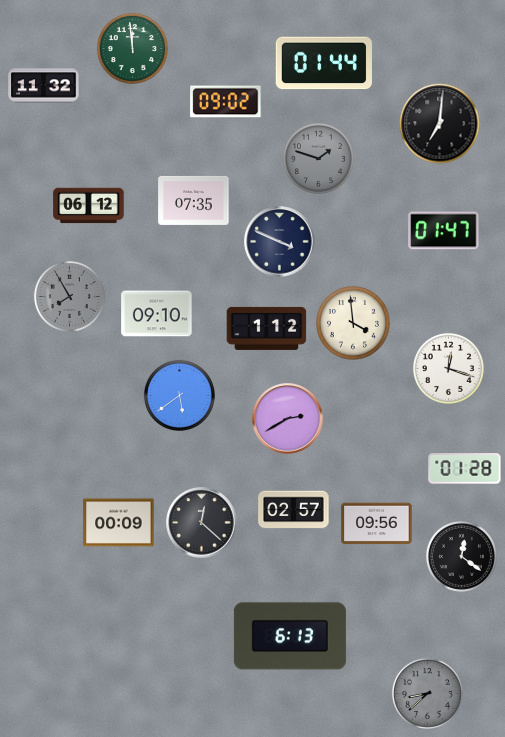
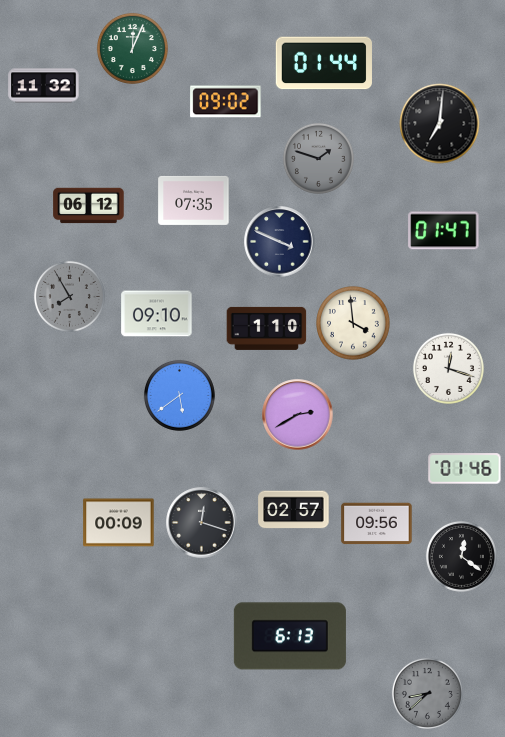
clock at (132, 48): 11:59 -> 12:04
clock at (267, 328): 1:12 -> 1:10
clock at (288, 419) position: (288, 419) -> (298, 415)
clock at (465, 469): 01:28 -> 01:46
clock at (202, 523): 12:22 -> 12:18
